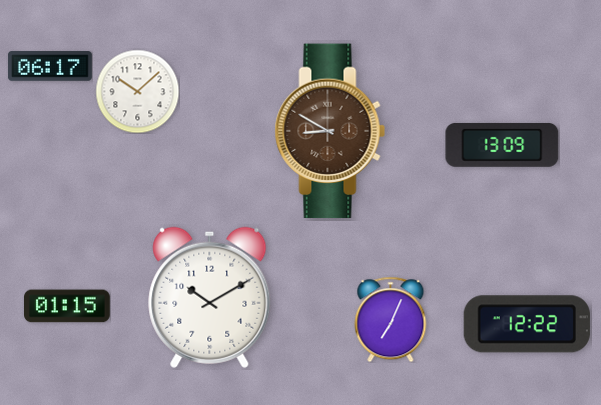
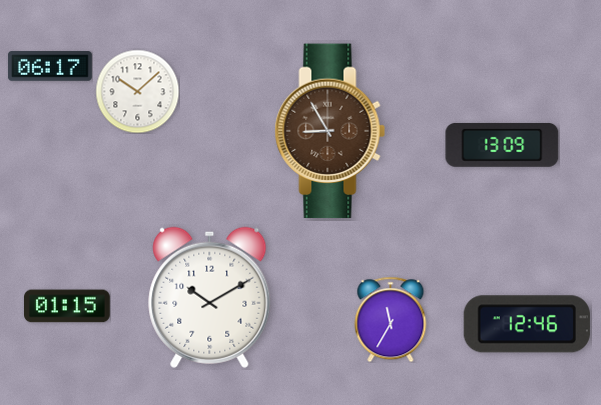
clock at (330, 131): 8:50 -> 8:55
clock at (391, 319): 7:04 -> 11:35
clock at (527, 324): 12:22 -> 12:46
